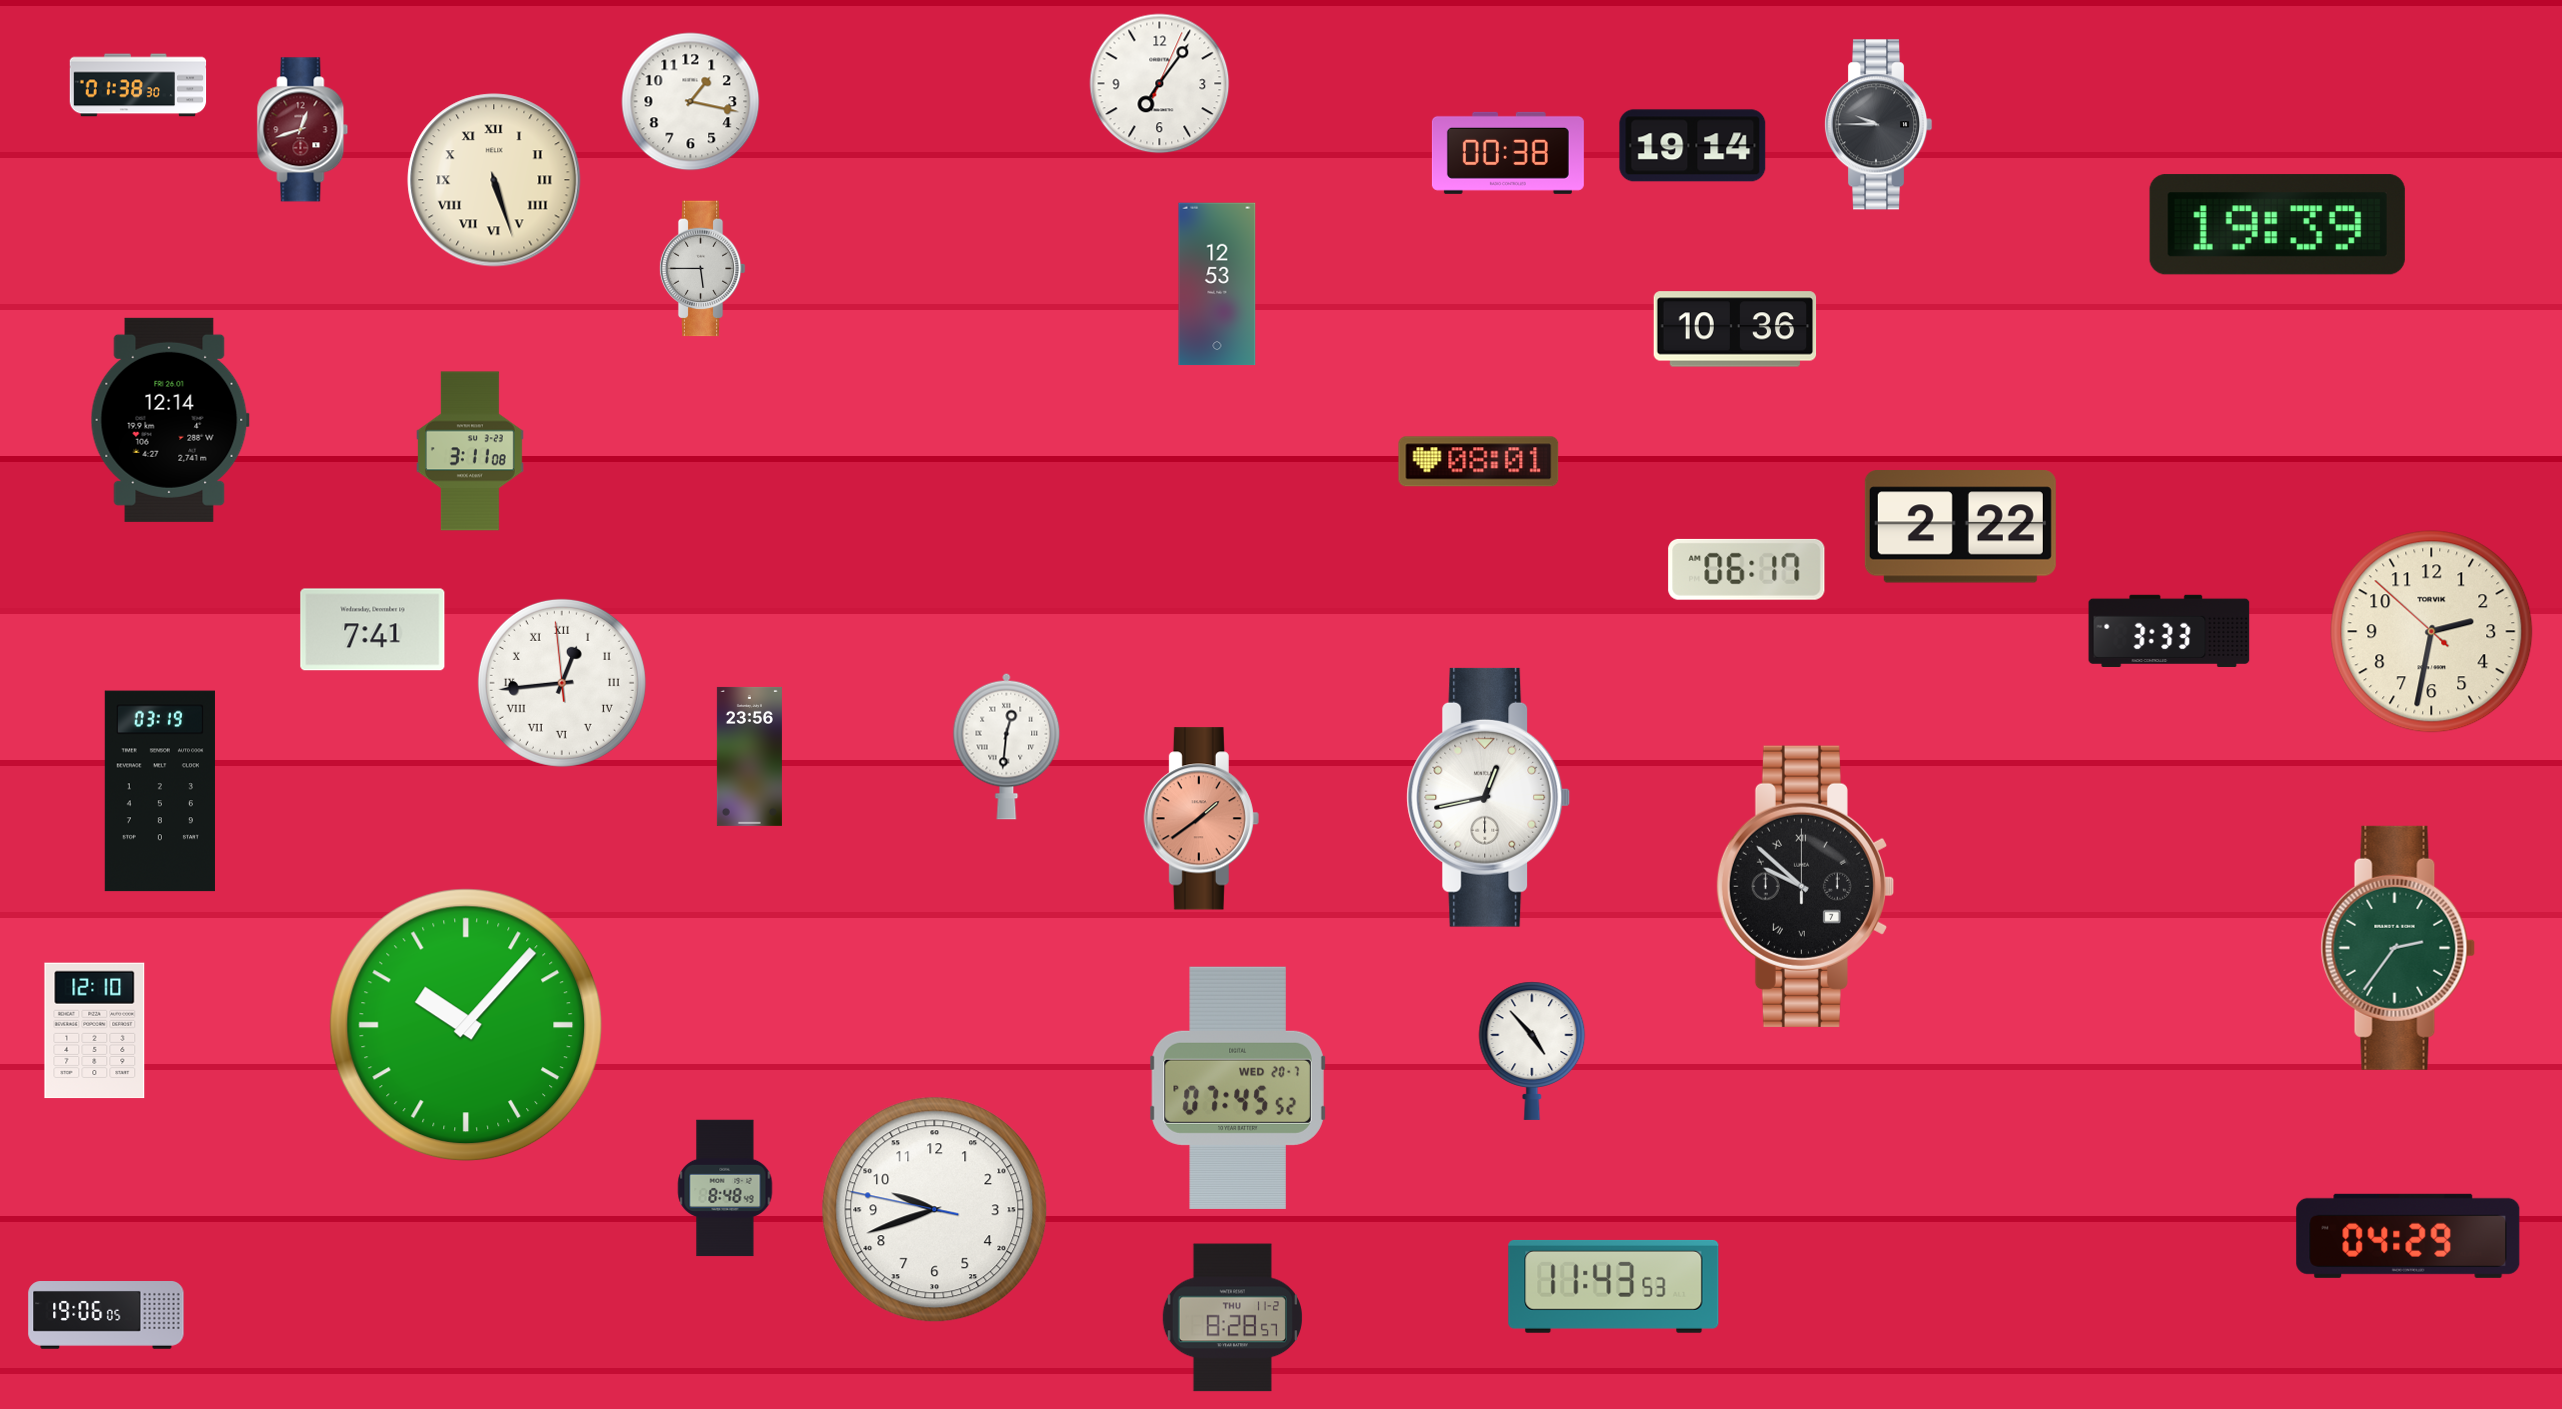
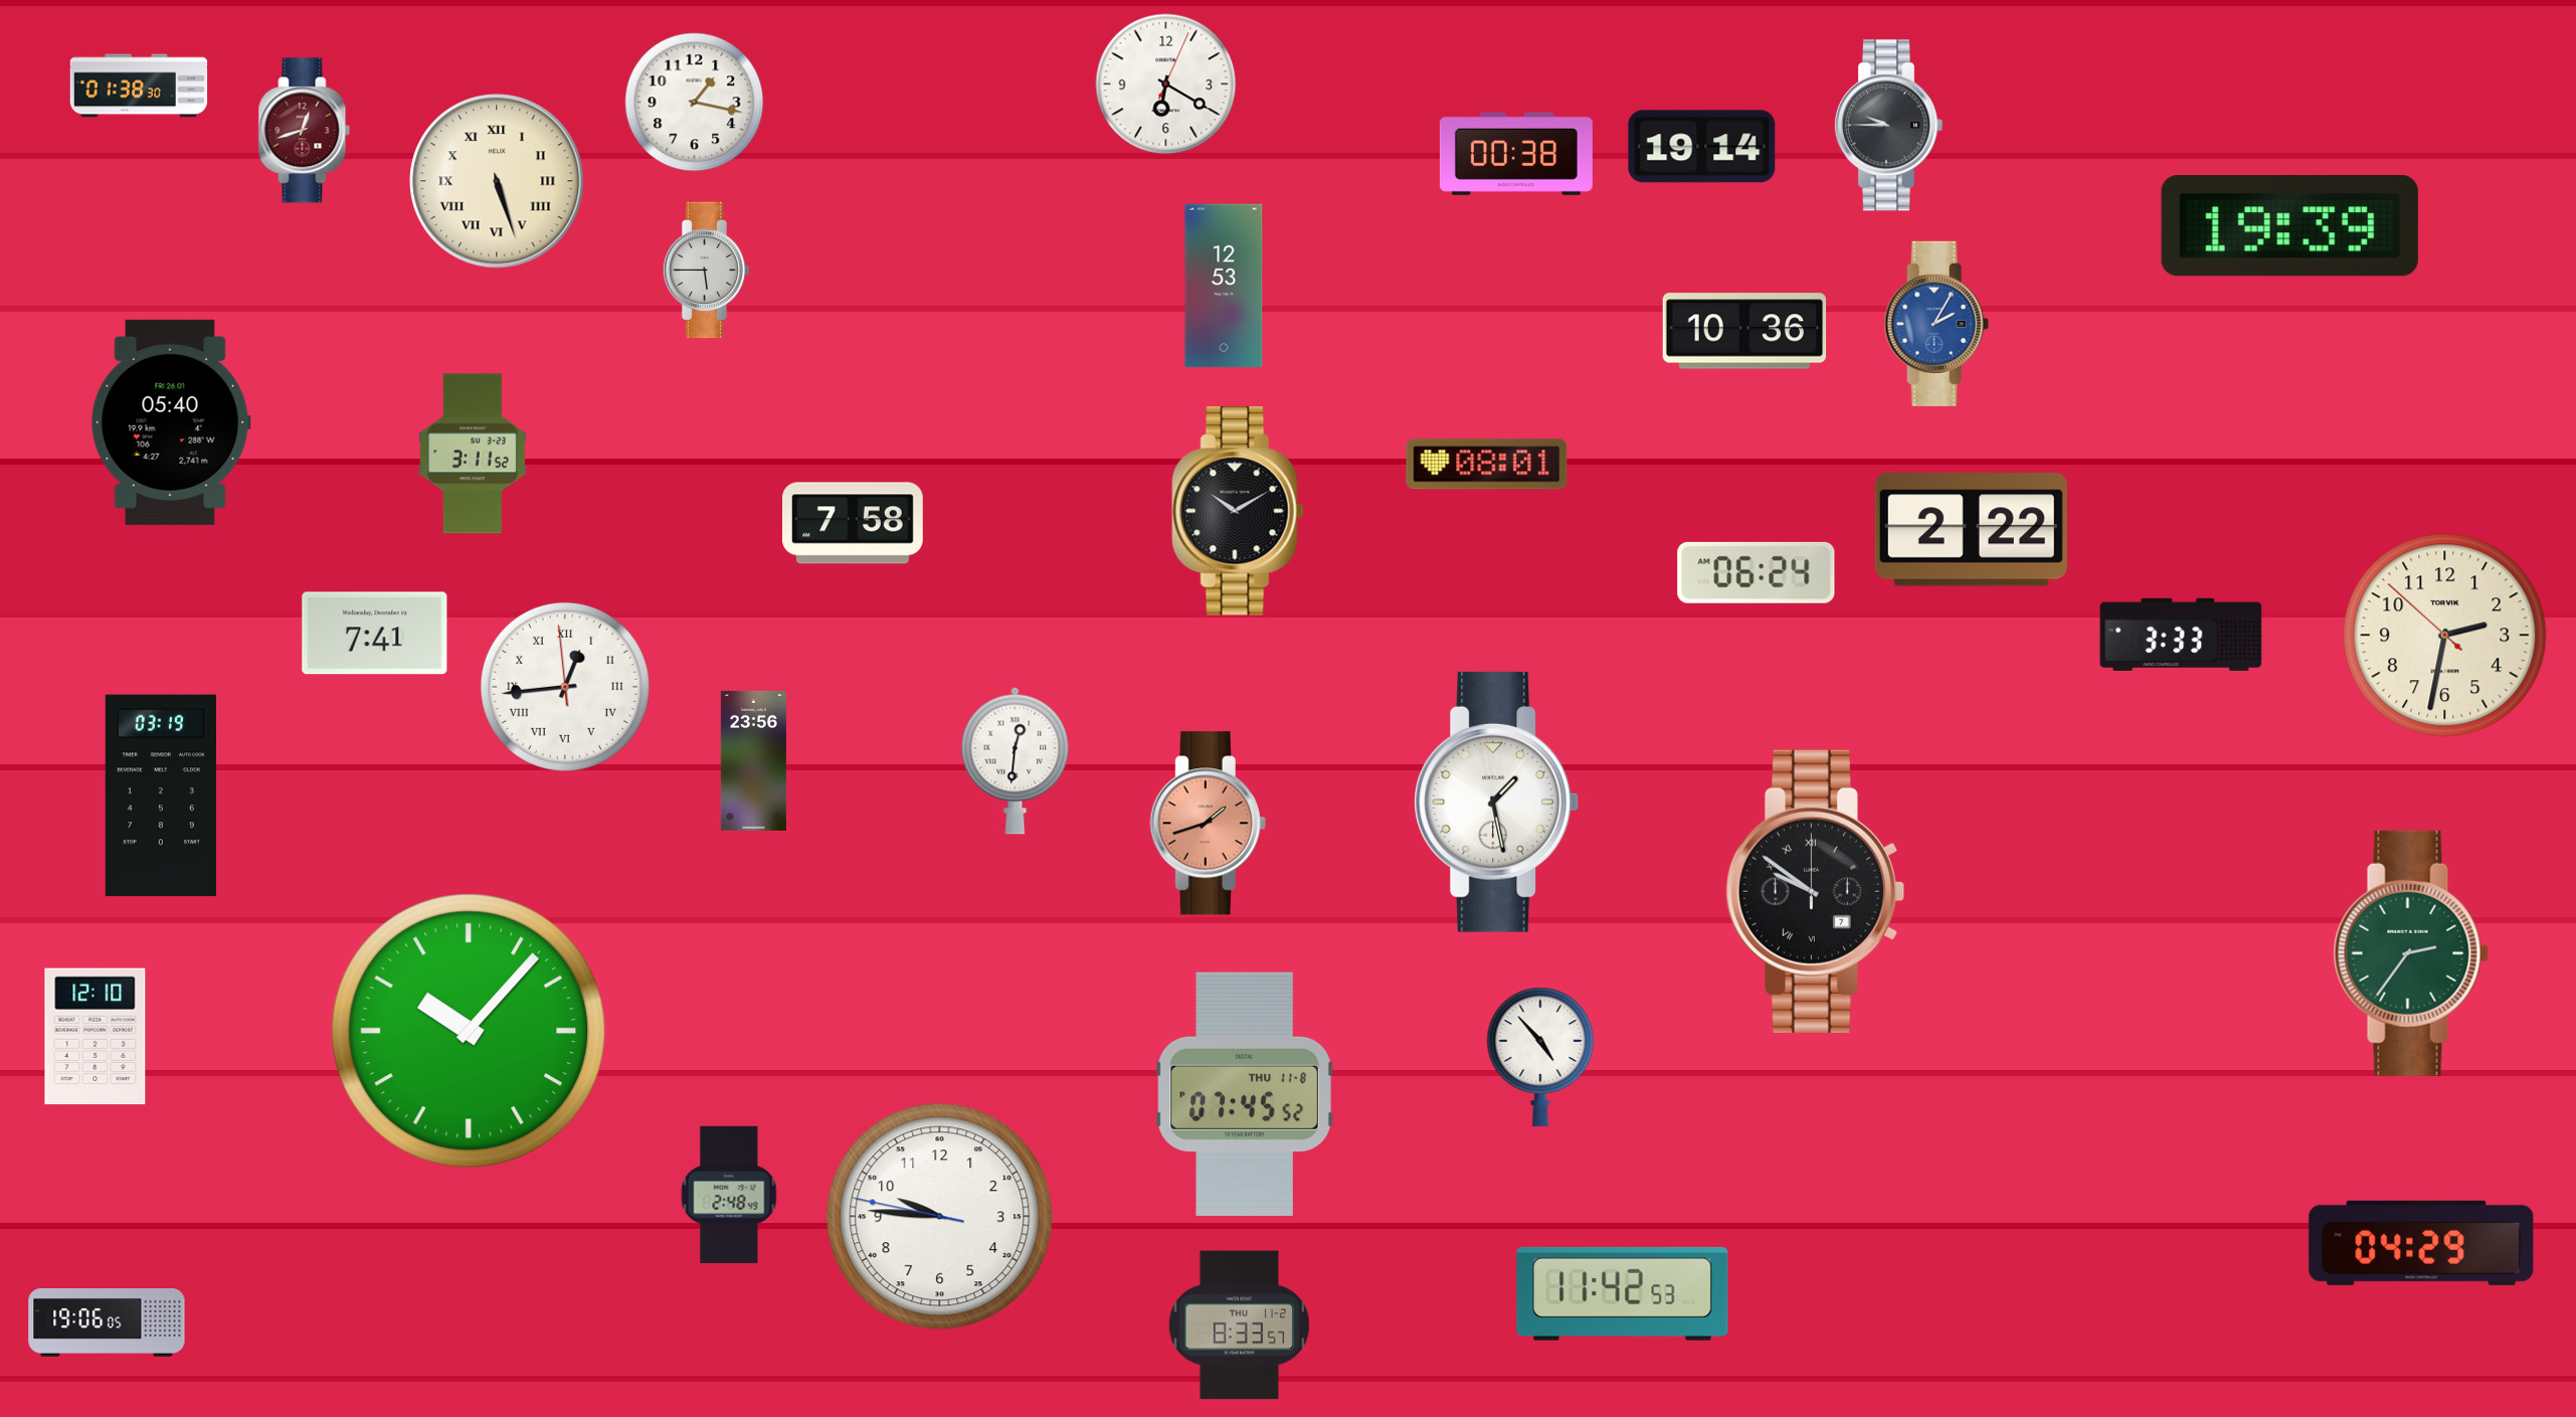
clock at (1160, 84): 7:06 -> 6:20
clock at (1937, 324): none -> 2:05
clock at (170, 420): 12:14 -> 05:40
clock at (471, 451): 3:11:08 -> 3:11:52
clock at (1238, 511): none -> 10:10
clock at (854, 523): none -> 7:58
clock at (1747, 569): 06:17 -> 06:24
clock at (1007, 746) position: (1007, 746) -> (1016, 760)
clock at (1489, 797): 12:43 -> 1:28
clock at (1201, 819): 1:39 -> 1:42
clock at (1805, 886): 9:52 -> 9:51
clock at (1238, 1088) date: WED 20-7 -> THU 11-8
clock at (725, 1188): 8:48 -> 2:48
clock at (935, 1210): 9:41 -> 9:45
clock at (1614, 1286): 11:43 -> 11:42
clock at (1232, 1318): 8:28 -> 8:33
